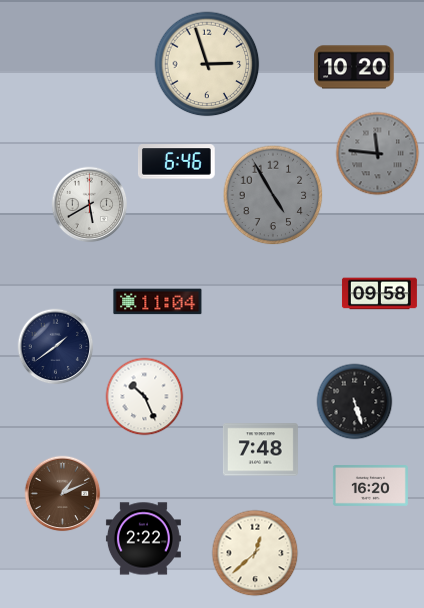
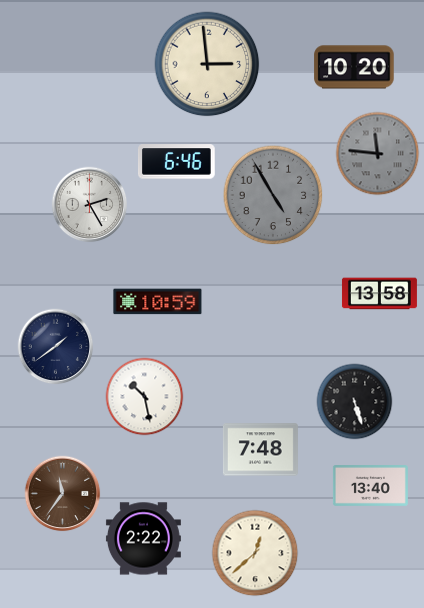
clock at (207, 64): 2:57 -> 2:59
clock at (90, 205): 5:40 -> 2:25
clock at (379, 294): 09:58 -> 13:58
clock at (158, 302): 11:04 -> 10:59
clock at (145, 397): 10:26 -> 10:28
clock at (370, 486): 16:20 -> 13:40
clock at (63, 494): 1:11 -> 11:36
